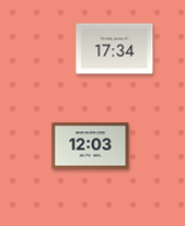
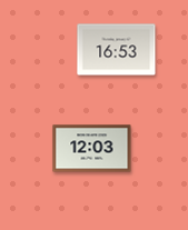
clock at (115, 49): 17:34 -> 16:53
